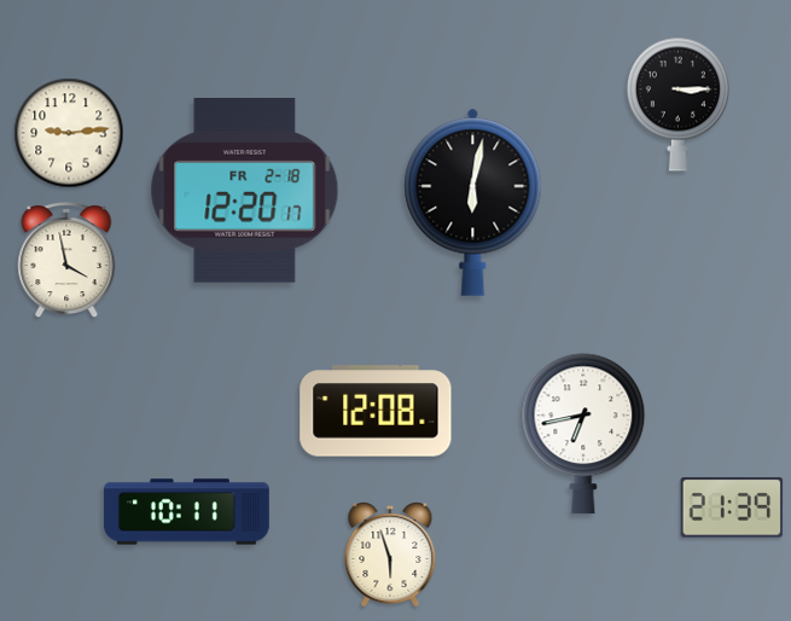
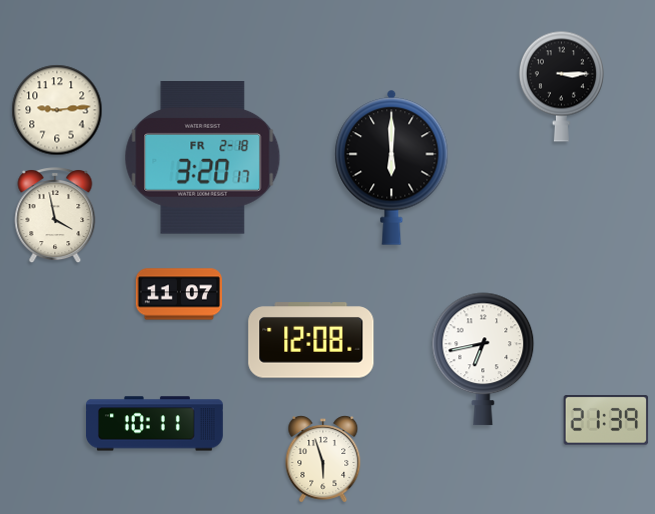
clock at (245, 191): 12:20 -> 3:20
clock at (473, 202): 6:02 -> 6:00
clock at (178, 294): none -> 11:07
